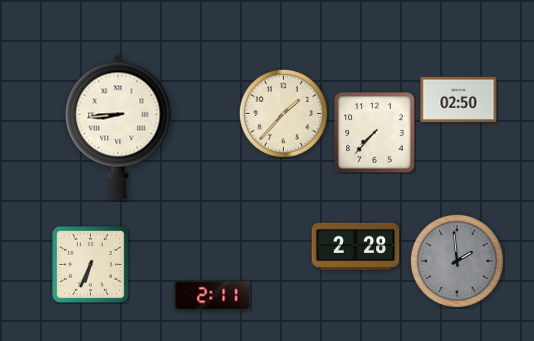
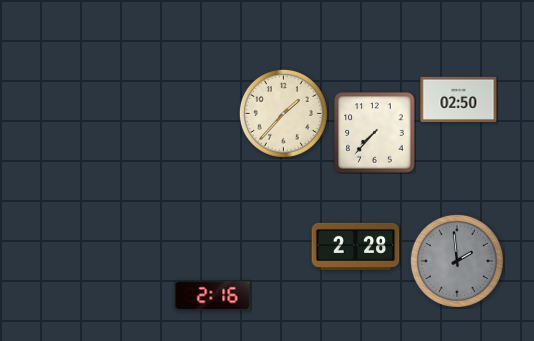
clock at (118, 127): 8:44 -> none
clock at (90, 264): 6:34 -> none
clock at (213, 296): 2:11 -> 2:16
